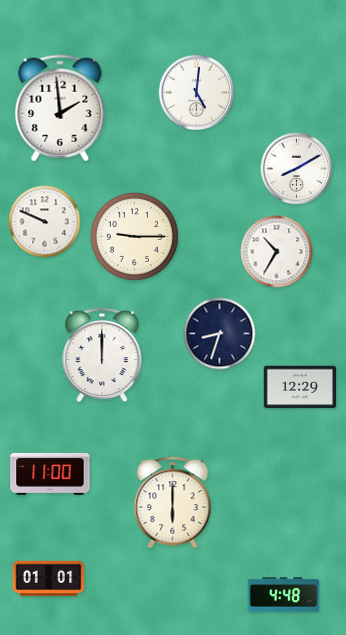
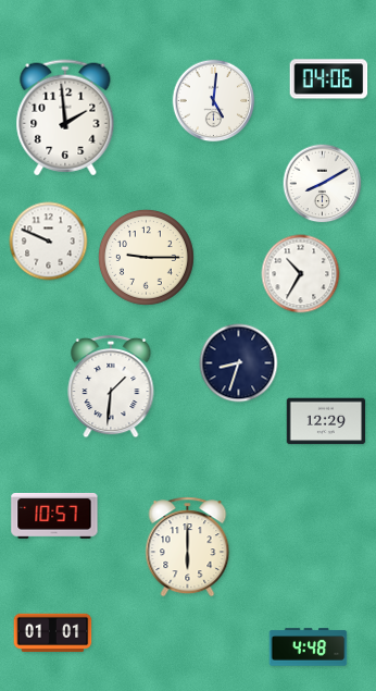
clock at (329, 79): none -> 04:06
clock at (102, 355): 12:00 -> 1:31
clock at (50, 474): 11:00 -> 10:57
clock at (49, 579) position: (49, 579) -> (53, 633)
